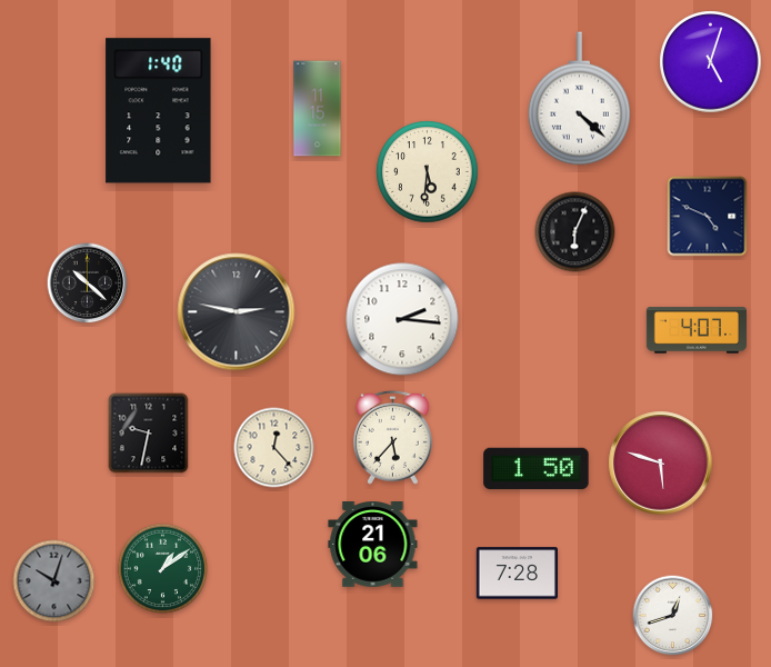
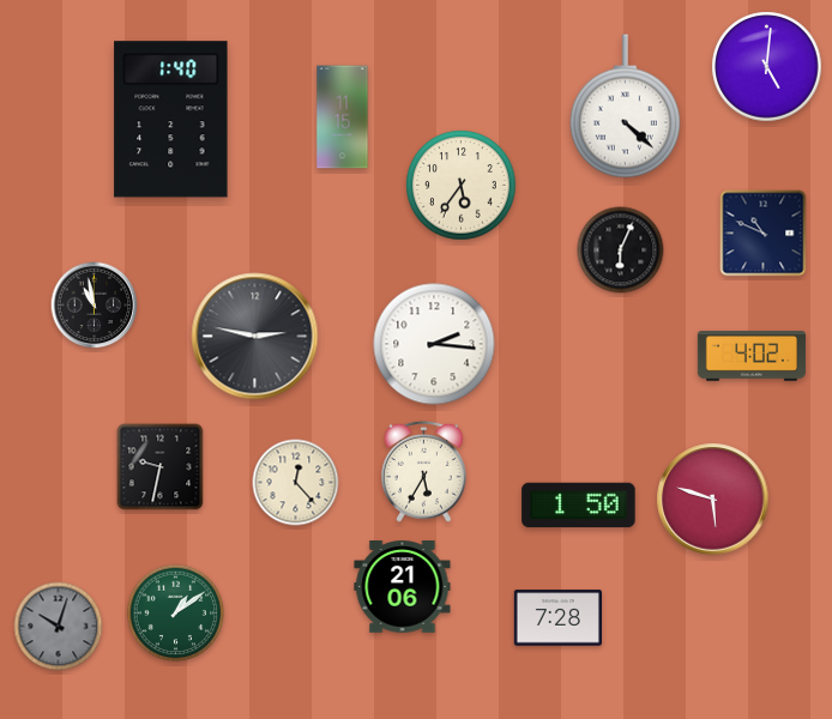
clock at (711, 62): 5:03 -> 5:01
clock at (428, 172): 5:31 -> 5:36
clock at (708, 217): 4:49 -> 10:49
clock at (88, 283): 10:22 -> 10:58
clock at (697, 330): 4:07 -> 4:02
clock at (392, 437): 5:37 -> 5:35
clock at (673, 616): 12:42 -> none
